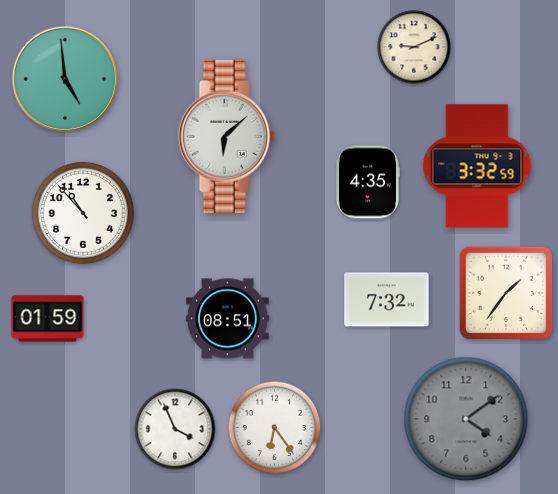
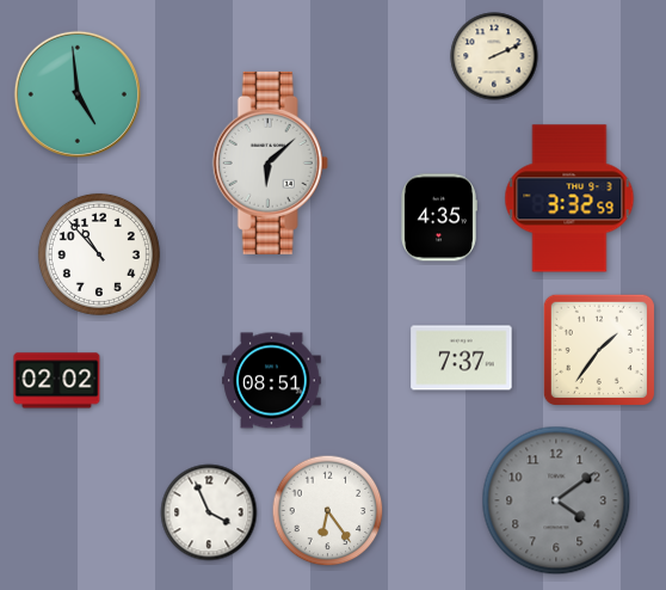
clock at (414, 47): 9:11 -> 2:11
clock at (506, 293) position: (506, 293) -> (599, 350)
clock at (387, 300): 7:32 -> 7:37
clock at (48, 319): 01:59 -> 02:02
